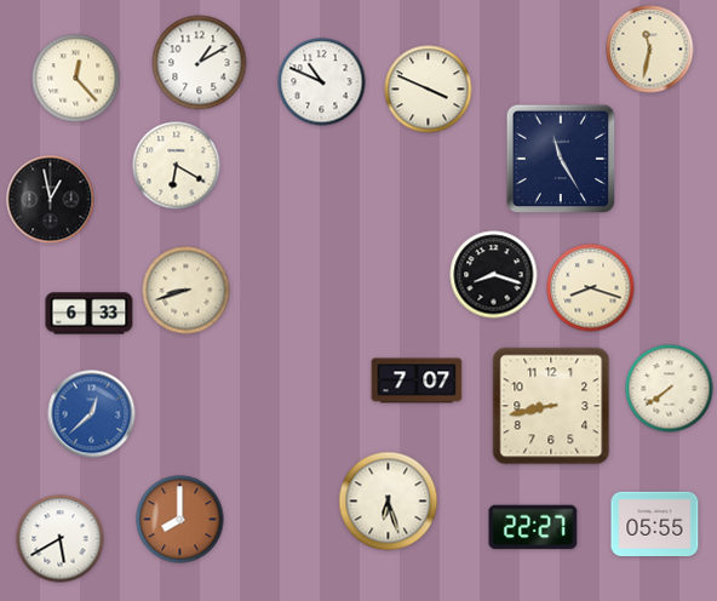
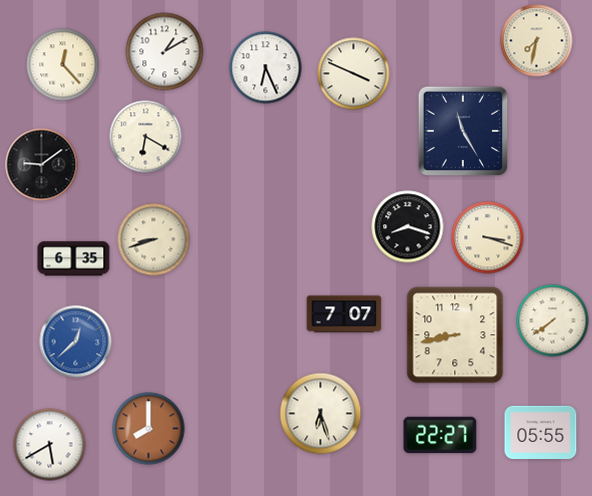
clock at (650, 50): 11:32 -> 7:32
clock at (322, 82): 10:49 -> 6:26
clock at (51, 200): 12:58 -> 9:09
clock at (591, 288): 8:18 -> 3:18
clock at (90, 314): 6:33 -> 6:35
